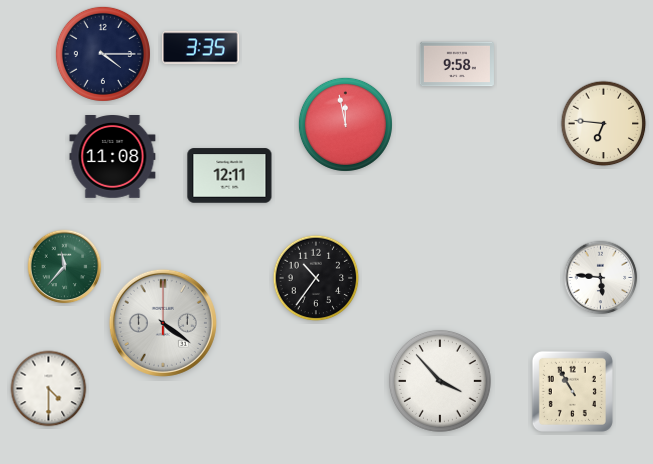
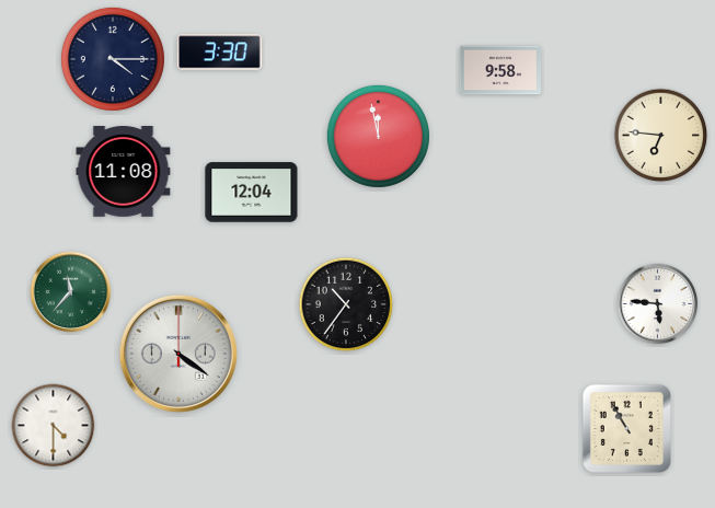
clock at (201, 48): 3:35 -> 3:30
clock at (230, 176): 12:11 -> 12:04
clock at (440, 381): 3:53 -> none
